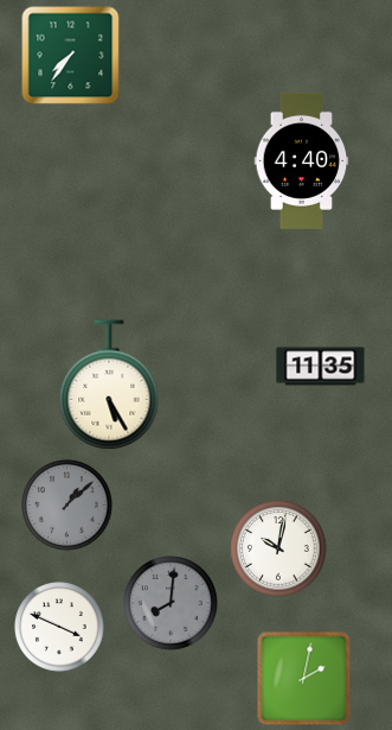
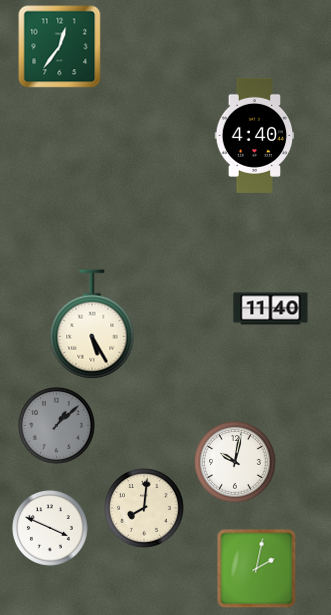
clock at (71, 56): 7:36 -> 12:36
clock at (321, 367): 11:35 -> 11:40
clock at (171, 603) dial: grey -> cream
clock at (304, 679) position: (304, 679) -> (257, 569)
